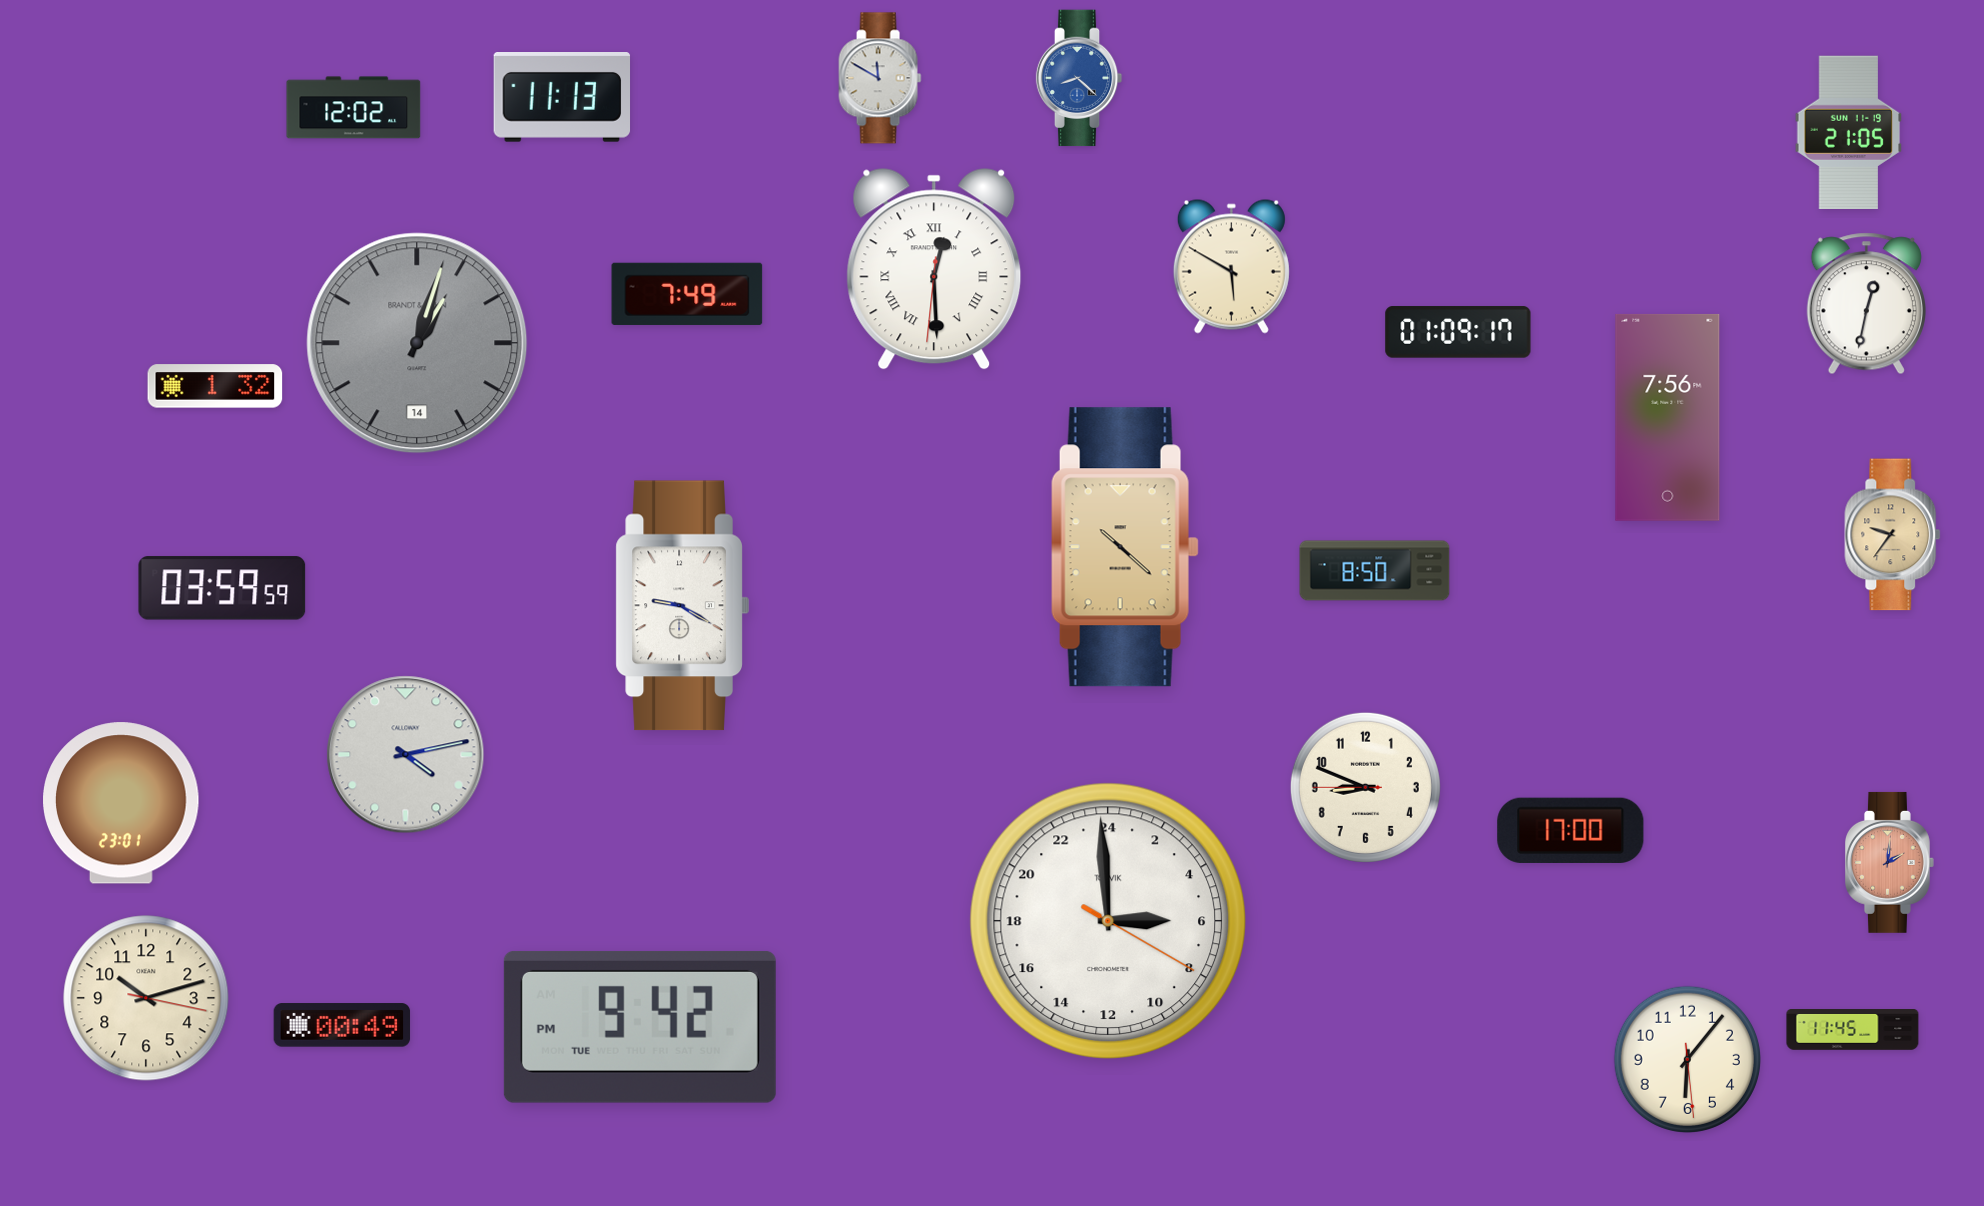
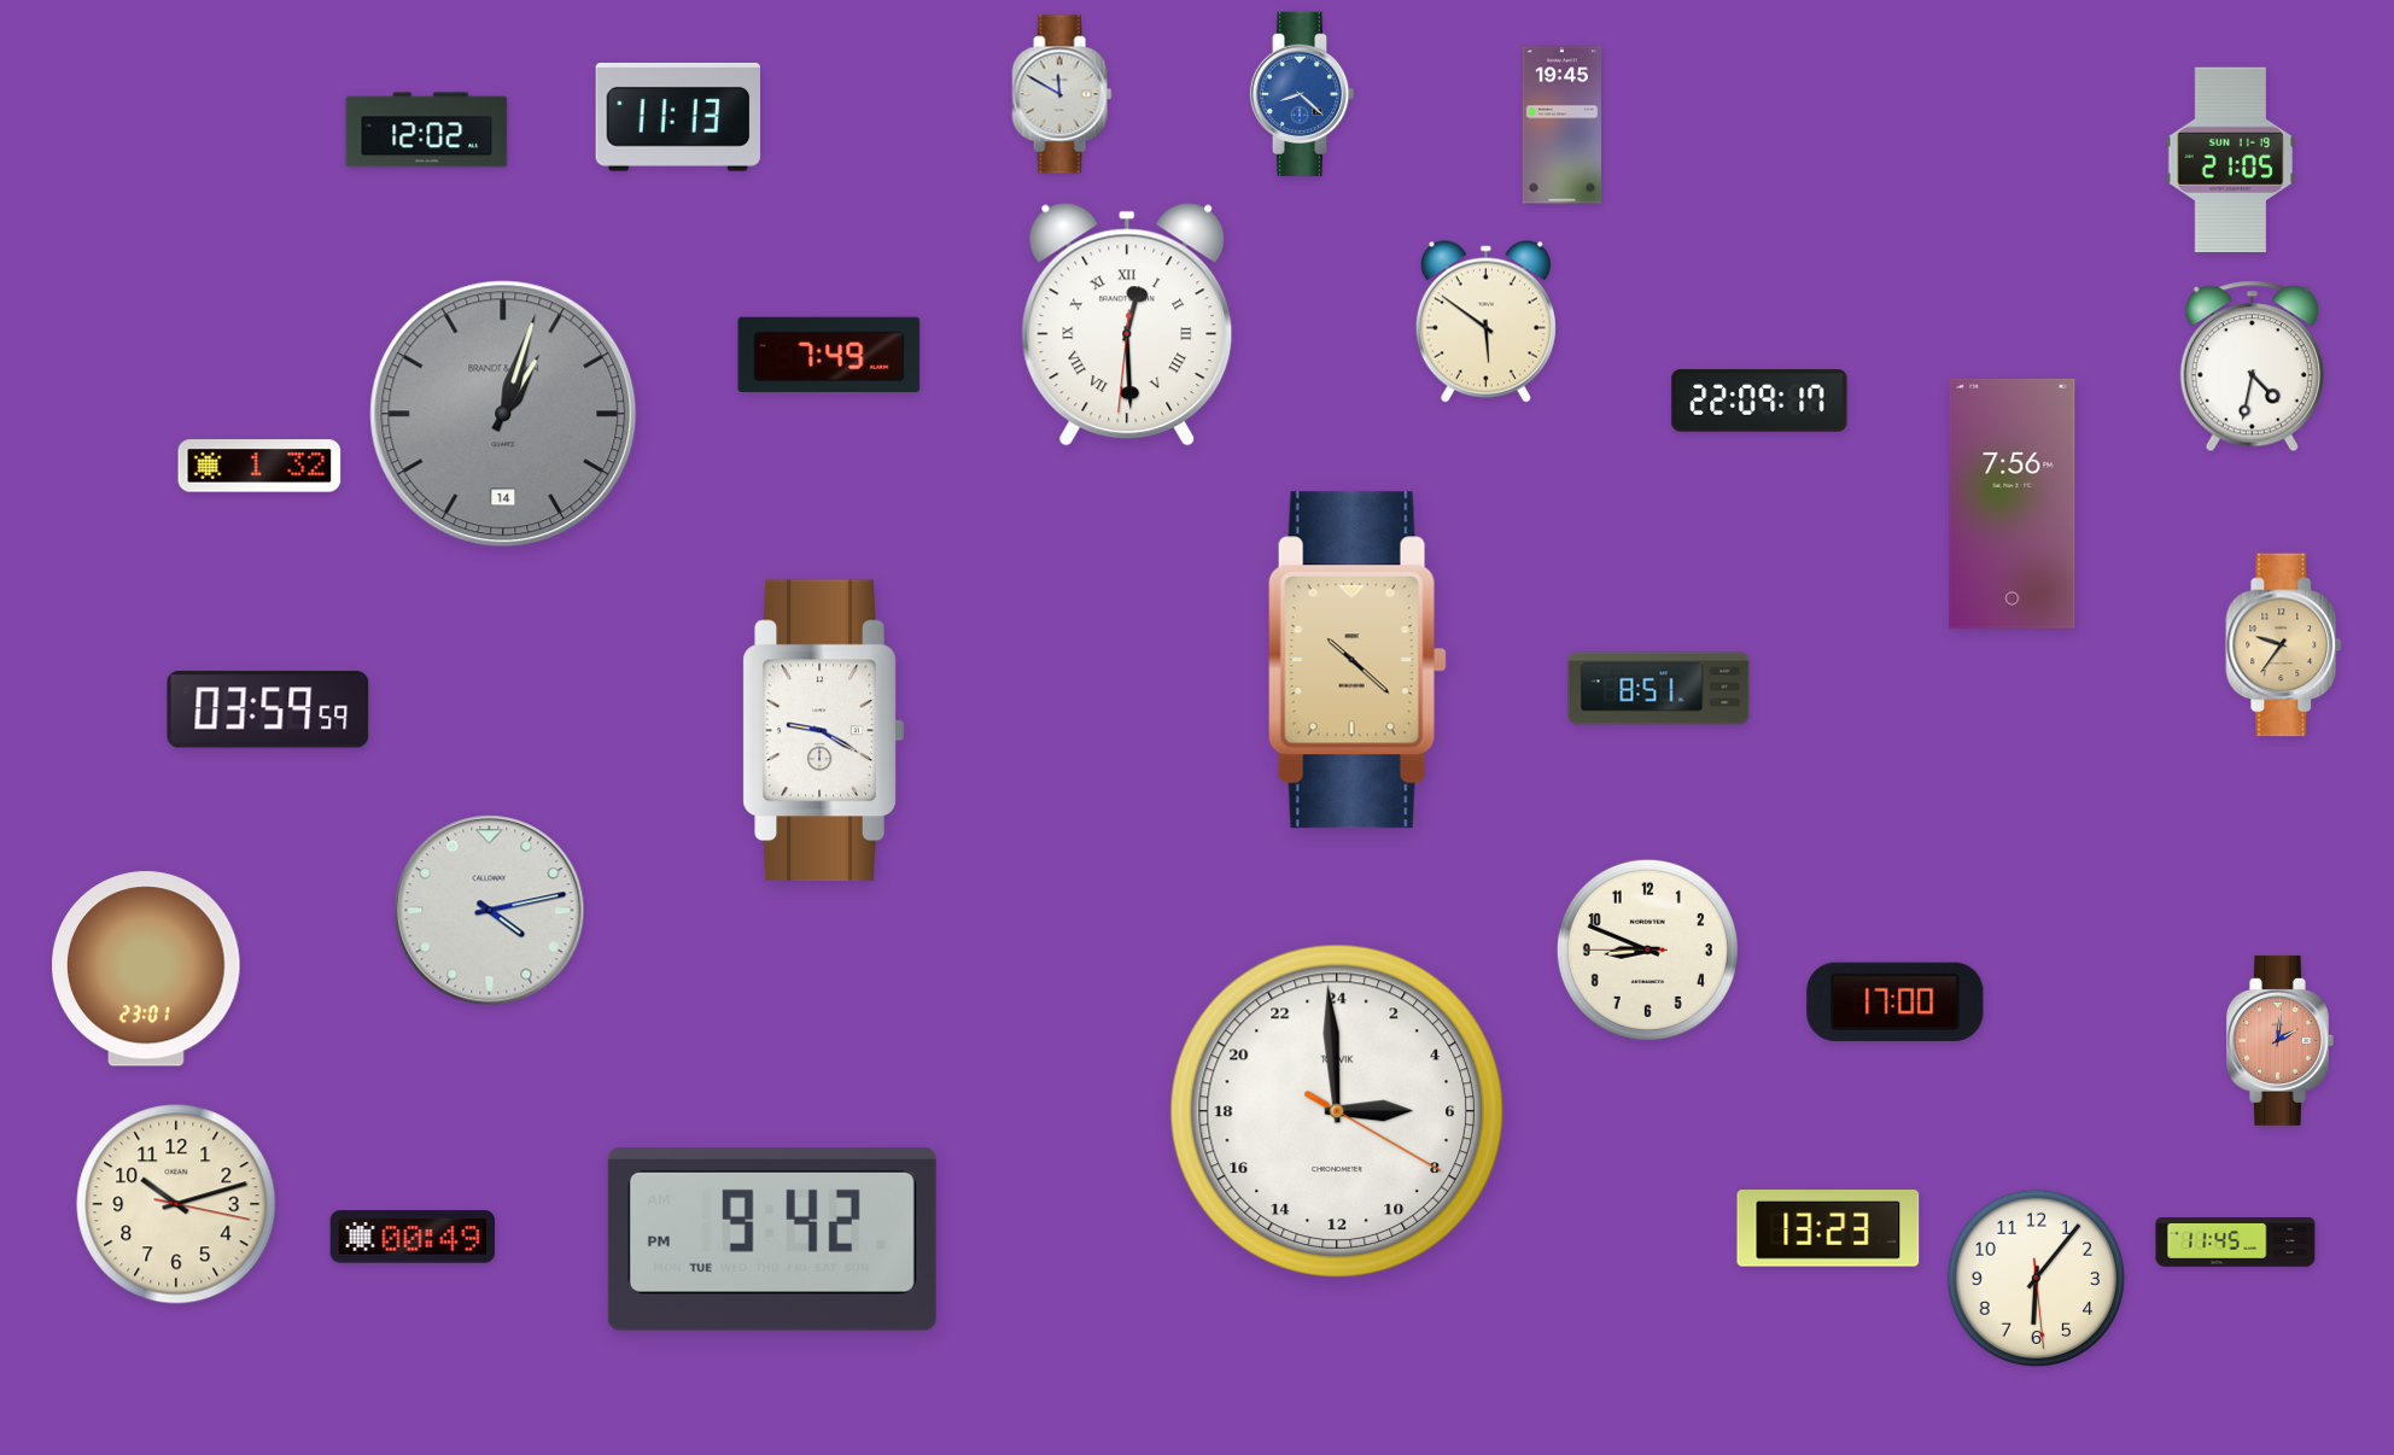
clock at (1561, 125): none -> 19:45
clock at (1231, 266): 5:50 -> 5:51
clock at (1866, 304): 12:32 -> 4:32
clock at (1458, 332): 01:09 -> 22:09
clock at (1375, 571): 8:50 -> 8:51
clock at (1828, 1228): none -> 13:23
